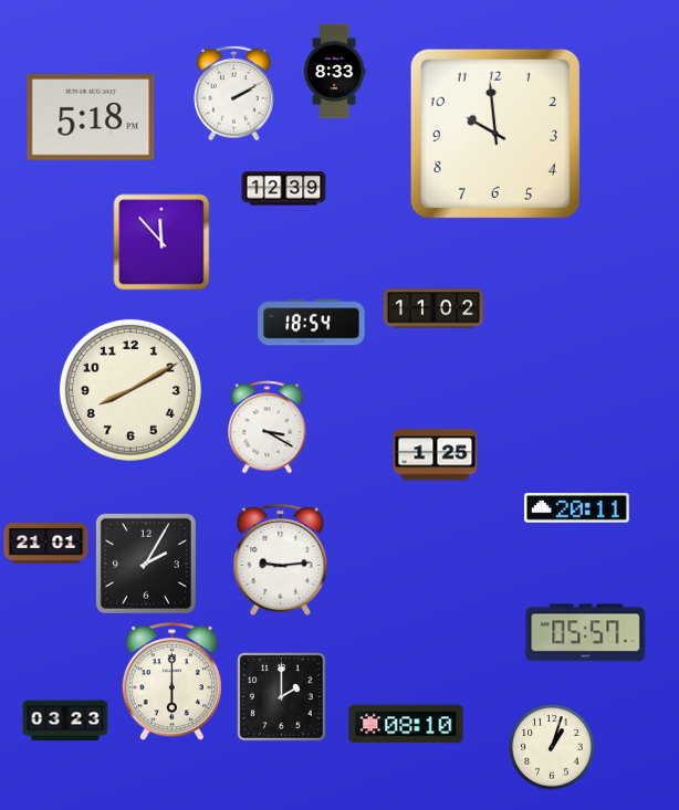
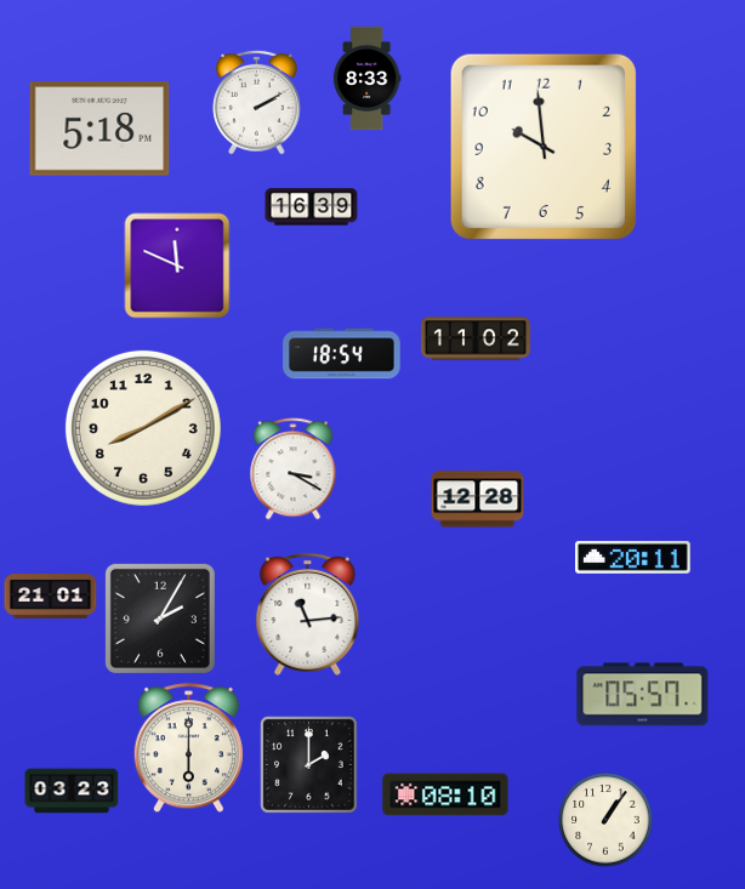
clock at (284, 189): 12:39 -> 16:39
clock at (161, 242): 11:53 -> 11:49
clock at (436, 455): 1:25 -> 12:28
clock at (281, 559): 9:14 -> 11:14
clock at (552, 747): 1:03 -> 1:06
